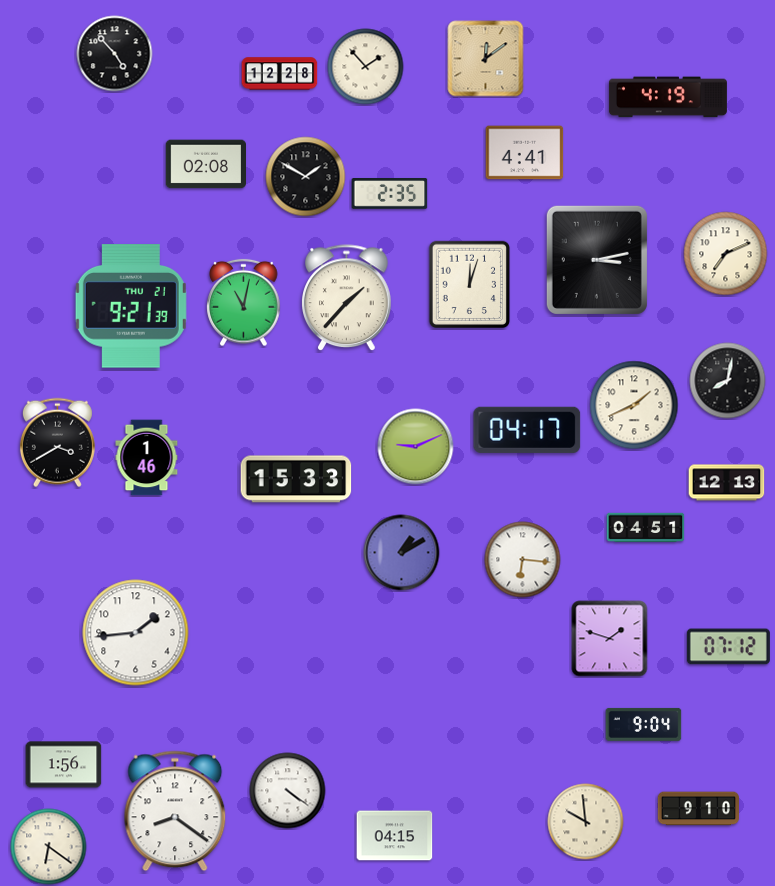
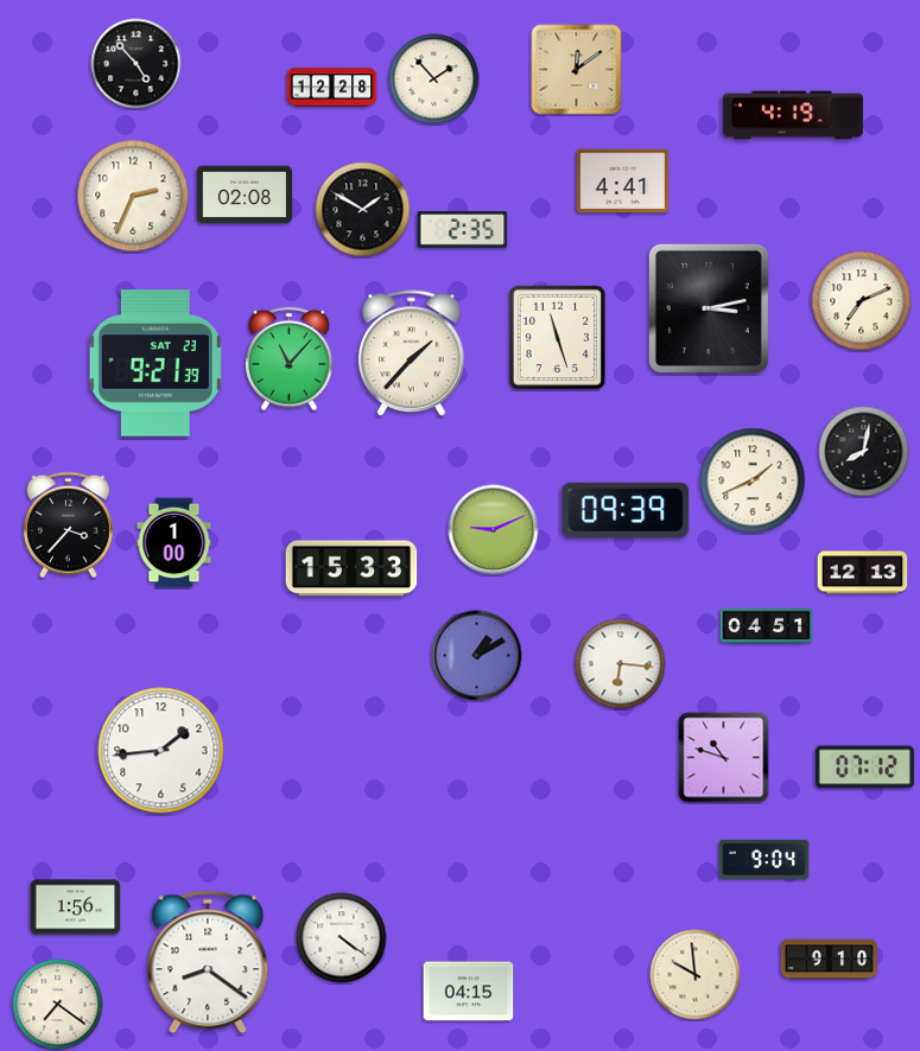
clock at (133, 196): none -> 2:34
clock at (470, 285): 12:03 -> 11:27
clock at (244, 303): 11:02 -> 11:07
clock at (131, 306) date: THU 21 -> SAT 23
clock at (527, 430): 04:17 -> 09:39
clock at (57, 443): 3:40 -> 3:37
clock at (147, 458): 1:46 -> 1:00
clock at (610, 639): 1:48 -> 10:48
clock at (49, 847): 6:21 -> 7:21
